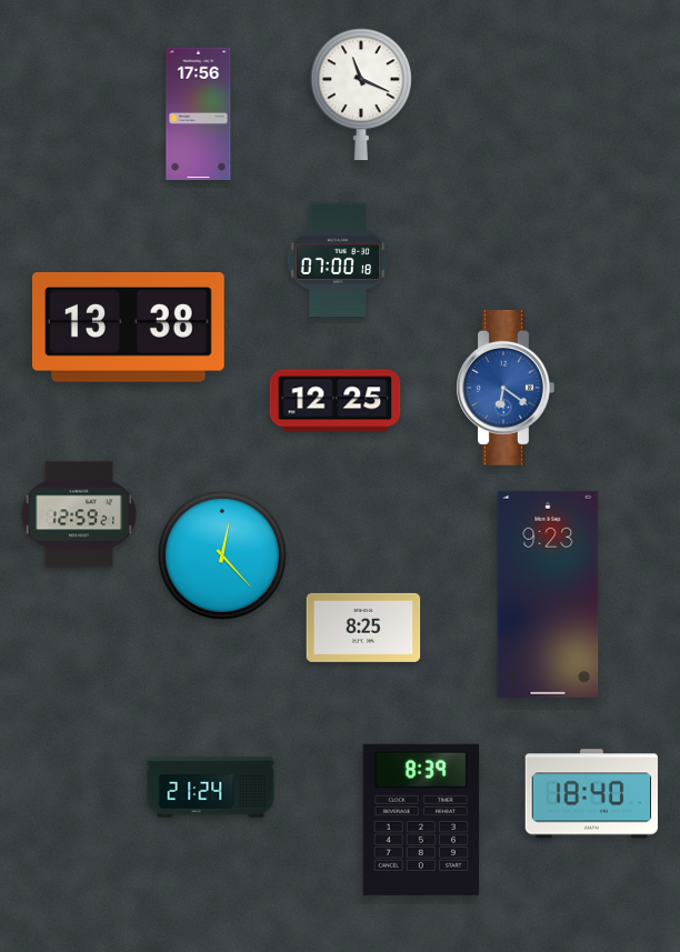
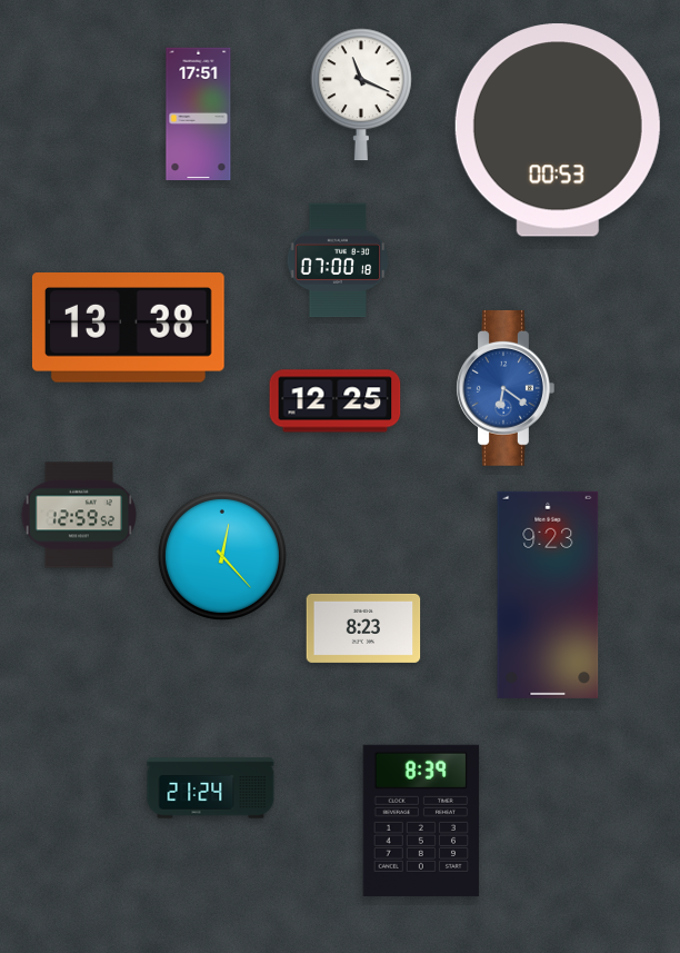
clock at (199, 114): 17:56 -> 17:51
clock at (558, 130): none -> 00:53
clock at (79, 514): 12:59:21 -> 12:59:52
clock at (363, 628): 8:25 -> 8:23
clock at (591, 794): 18:40 -> none
